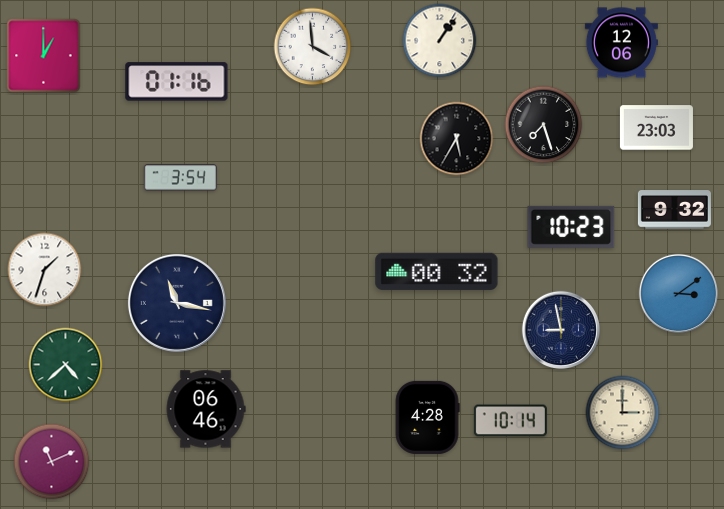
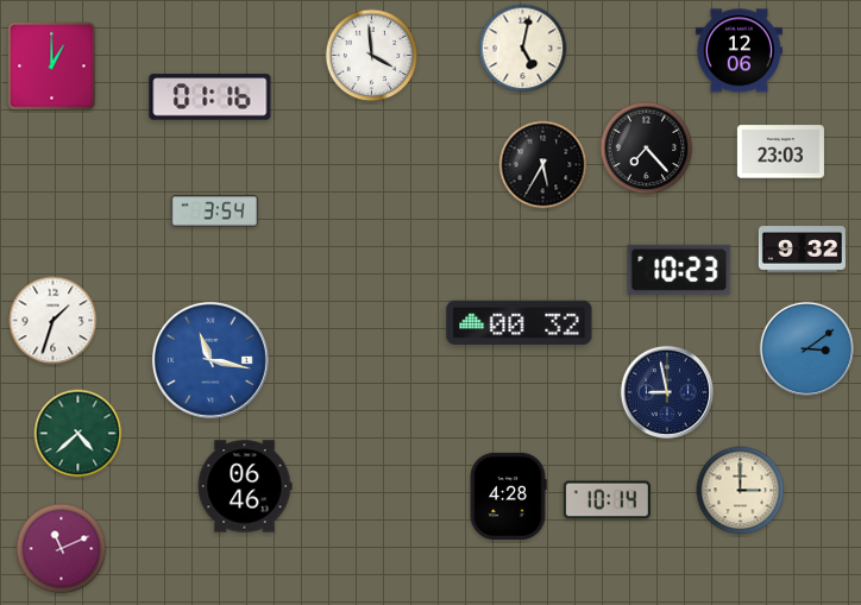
clock at (440, 41): 1:06 -> 5:02
clock at (544, 125): 7:27 -> 7:23
clock at (177, 303) dial: navy -> blue
